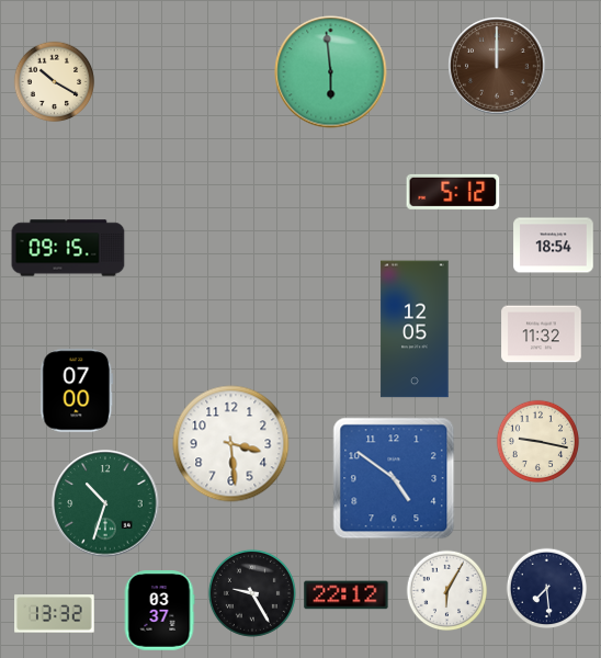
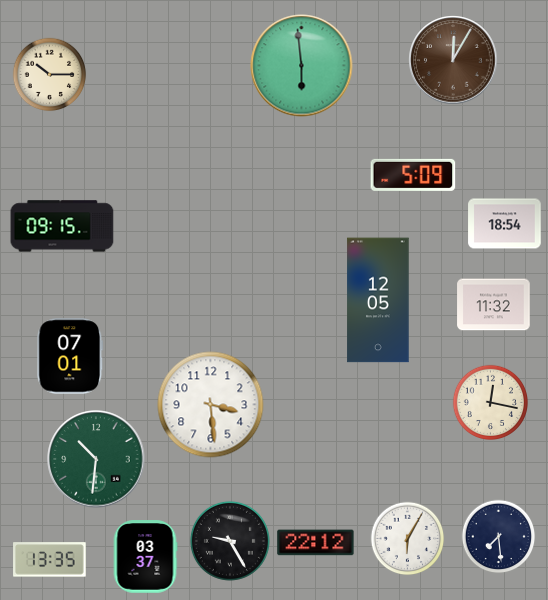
clock at (497, 66): 12:00 -> 12:05
clock at (55, 82): 10:20 -> 10:15
clock at (453, 192): 5:12 -> 5:09
clock at (77, 390): 07:00 -> 07:01
clock at (537, 441): 9:17 -> 12:17
clock at (394, 478): 4:51 -> none
clock at (105, 503): 10:33 -> 10:31
clock at (55, 614): 13:32 -> 13:35
